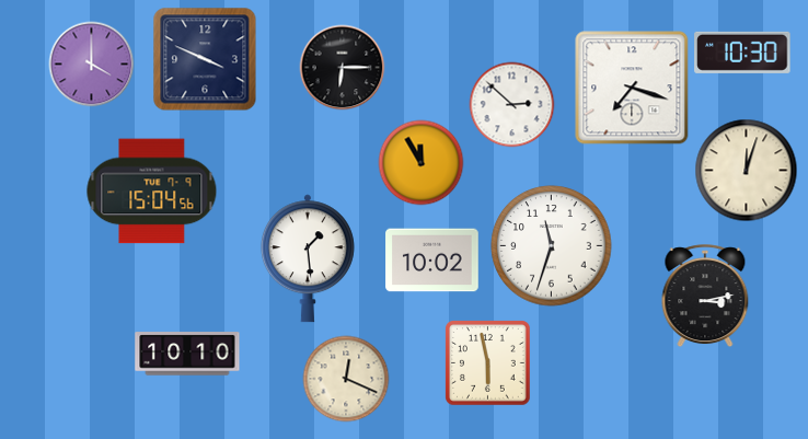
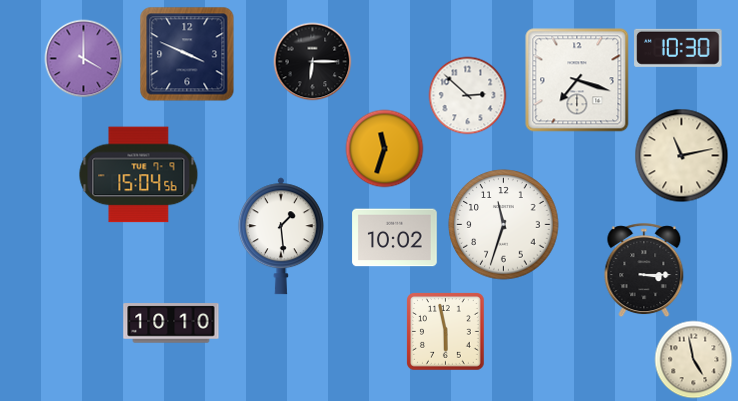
clock at (420, 162): 11:55 -> 11:33
clock at (746, 170): 12:03 -> 11:13
clock at (705, 296): 3:13 -> 3:15
clock at (346, 379): 12:19 -> none
clock at (693, 359): none -> 4:58
